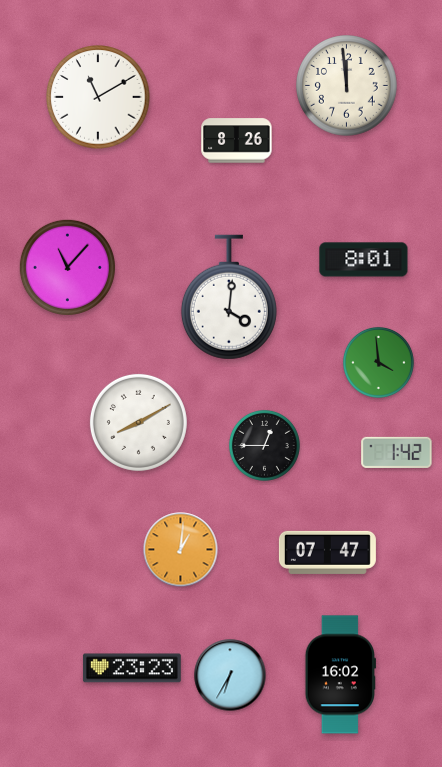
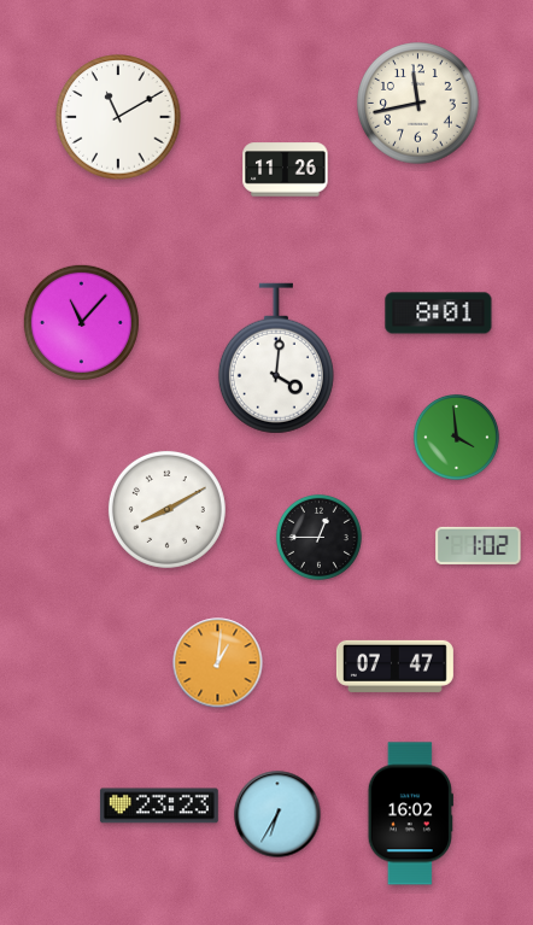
clock at (347, 86): 11:59 -> 11:43
clock at (237, 141): 8:26 -> 11:26
clock at (397, 452): 1:42 -> 1:02
